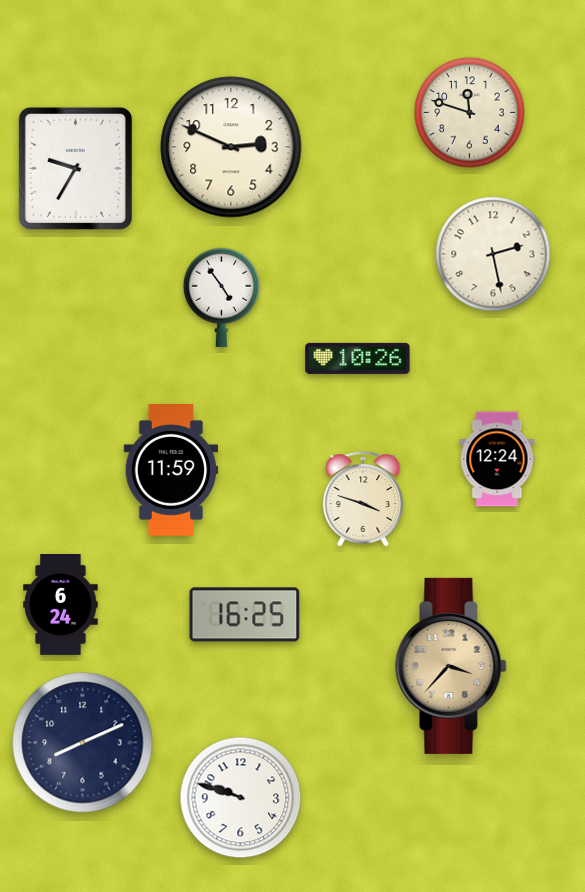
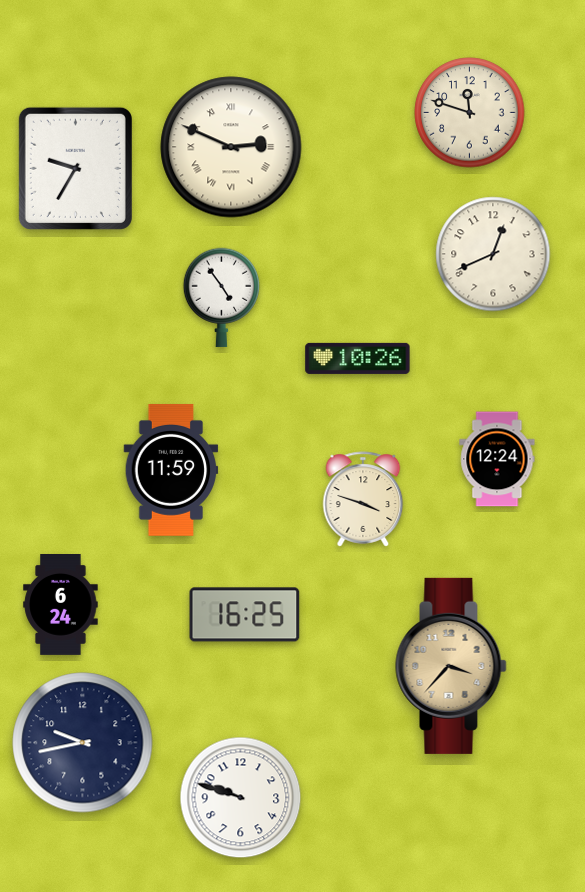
clock at (231, 147) numerals: Arabic -> Roman
clock at (493, 254): 2:28 -> 12:41
clock at (83, 743): 8:11 -> 9:43
